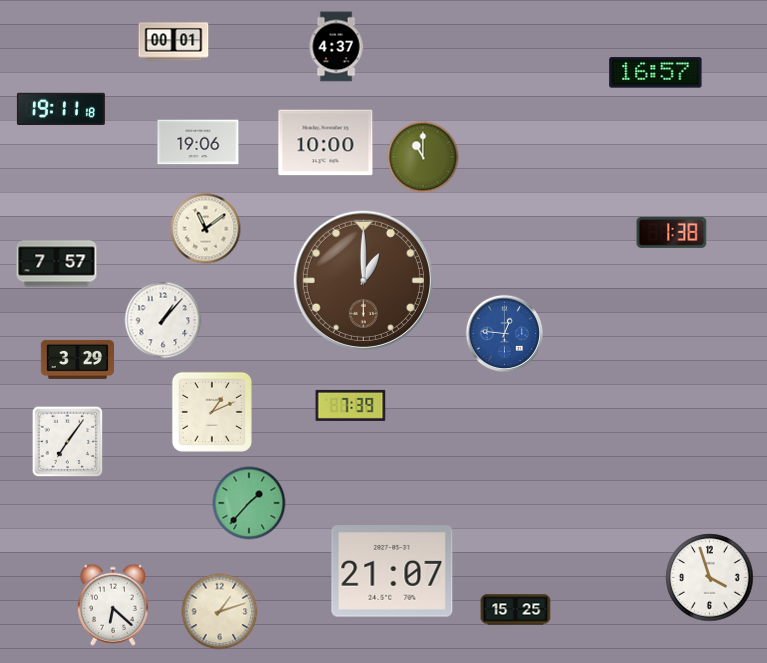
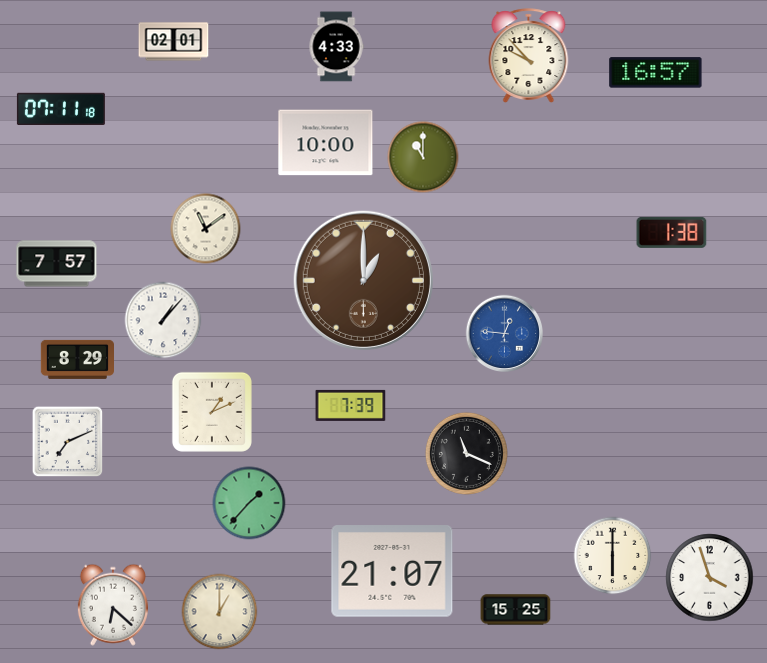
clock at (174, 42): 00:01 -> 02:01
clock at (336, 47): 4:37 -> 4:33
clock at (529, 56): none -> 9:53
clock at (61, 109): 19:11 -> 07:11
clock at (198, 142): 19:06 -> none
clock at (77, 359): 3:29 -> 8:29
clock at (68, 442): 7:06 -> 7:11
clock at (466, 453): none -> 11:19
clock at (613, 556): none -> 6:00
clock at (220, 612): 1:12 -> 1:00
